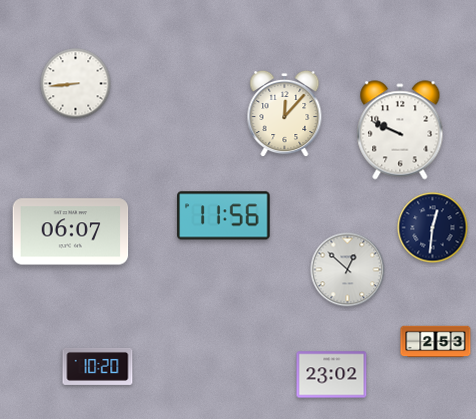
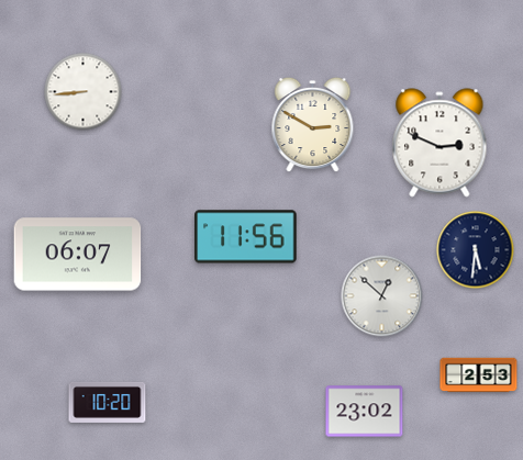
clock at (285, 114): 12:07 -> 2:50
clock at (400, 130): 9:49 -> 2:49
clock at (433, 228): 12:31 -> 5:31
